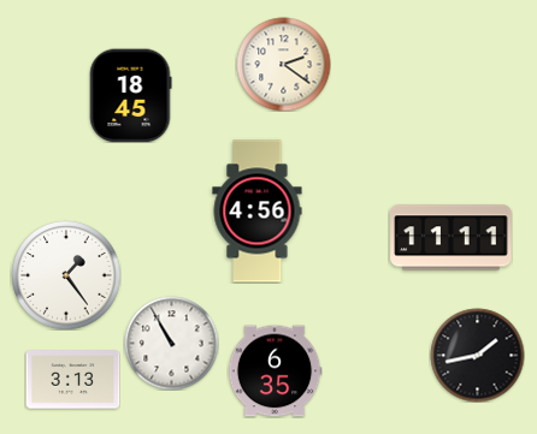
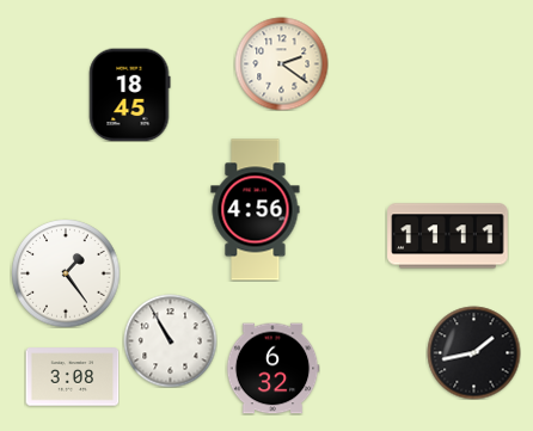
clock at (275, 371): 6:35 -> 6:32
clock at (72, 380): 3:13 -> 3:08
